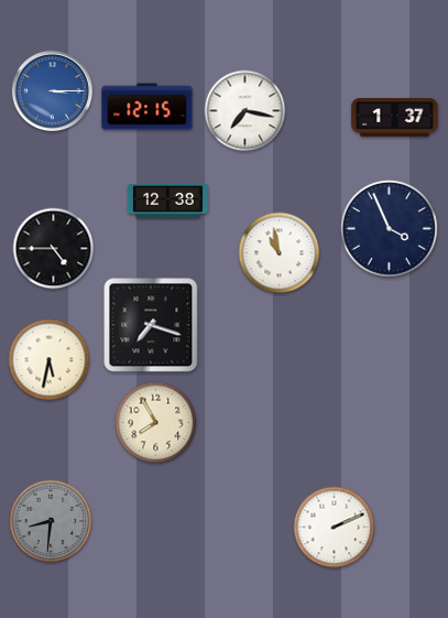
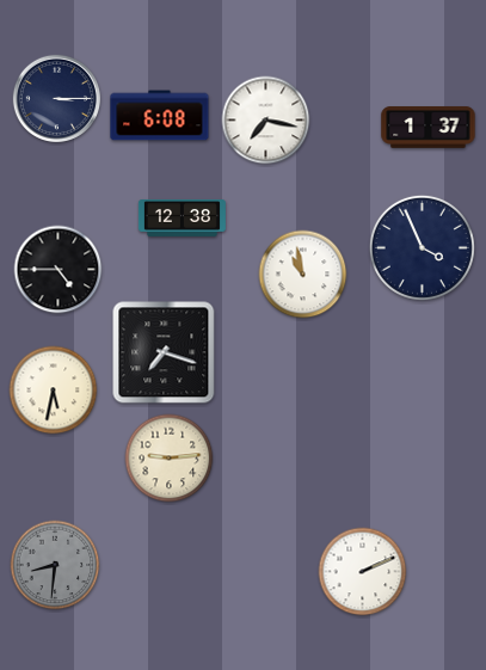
clock at (52, 90) dial: blue -> navy
clock at (147, 107): 12:15 -> 6:08
clock at (156, 423): 7:55 -> 9:14
